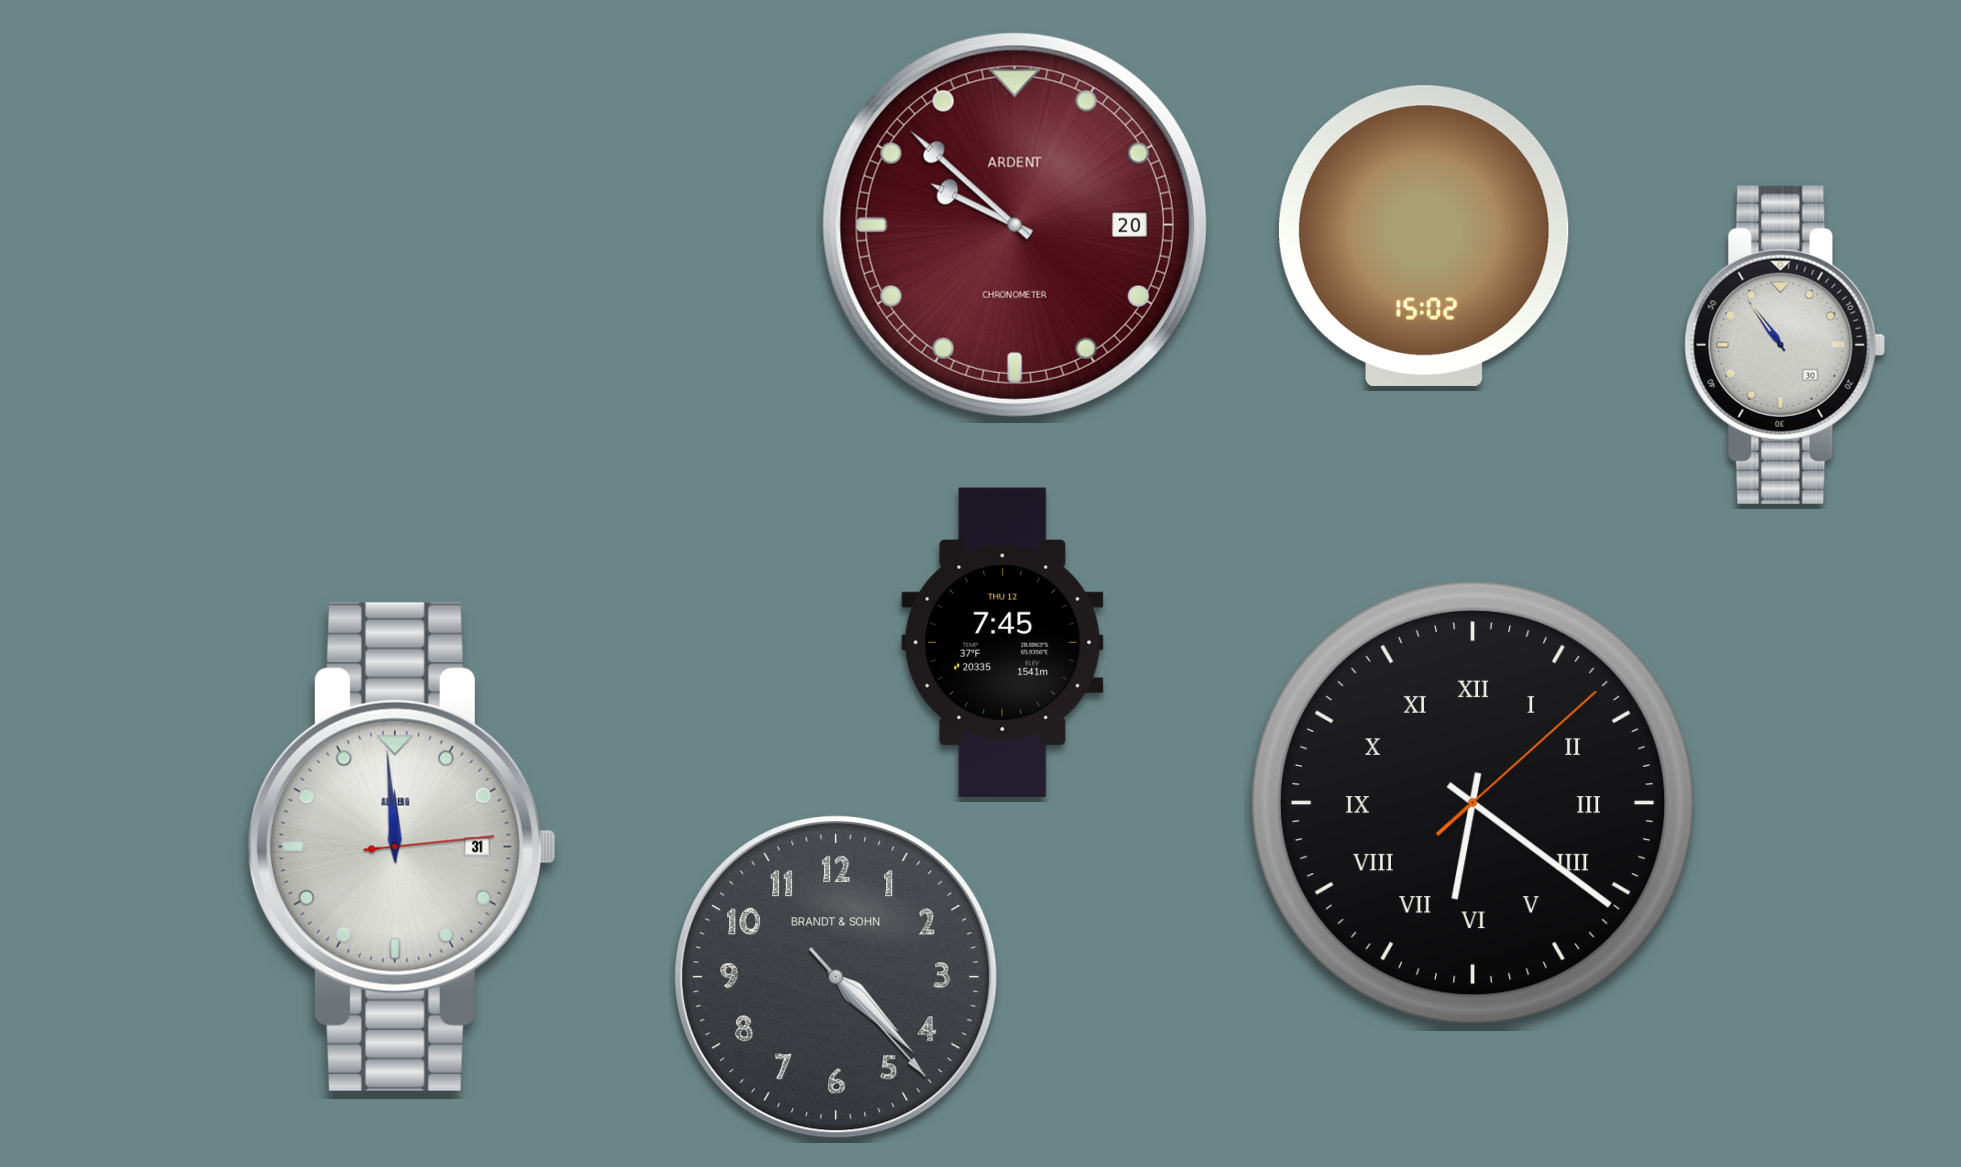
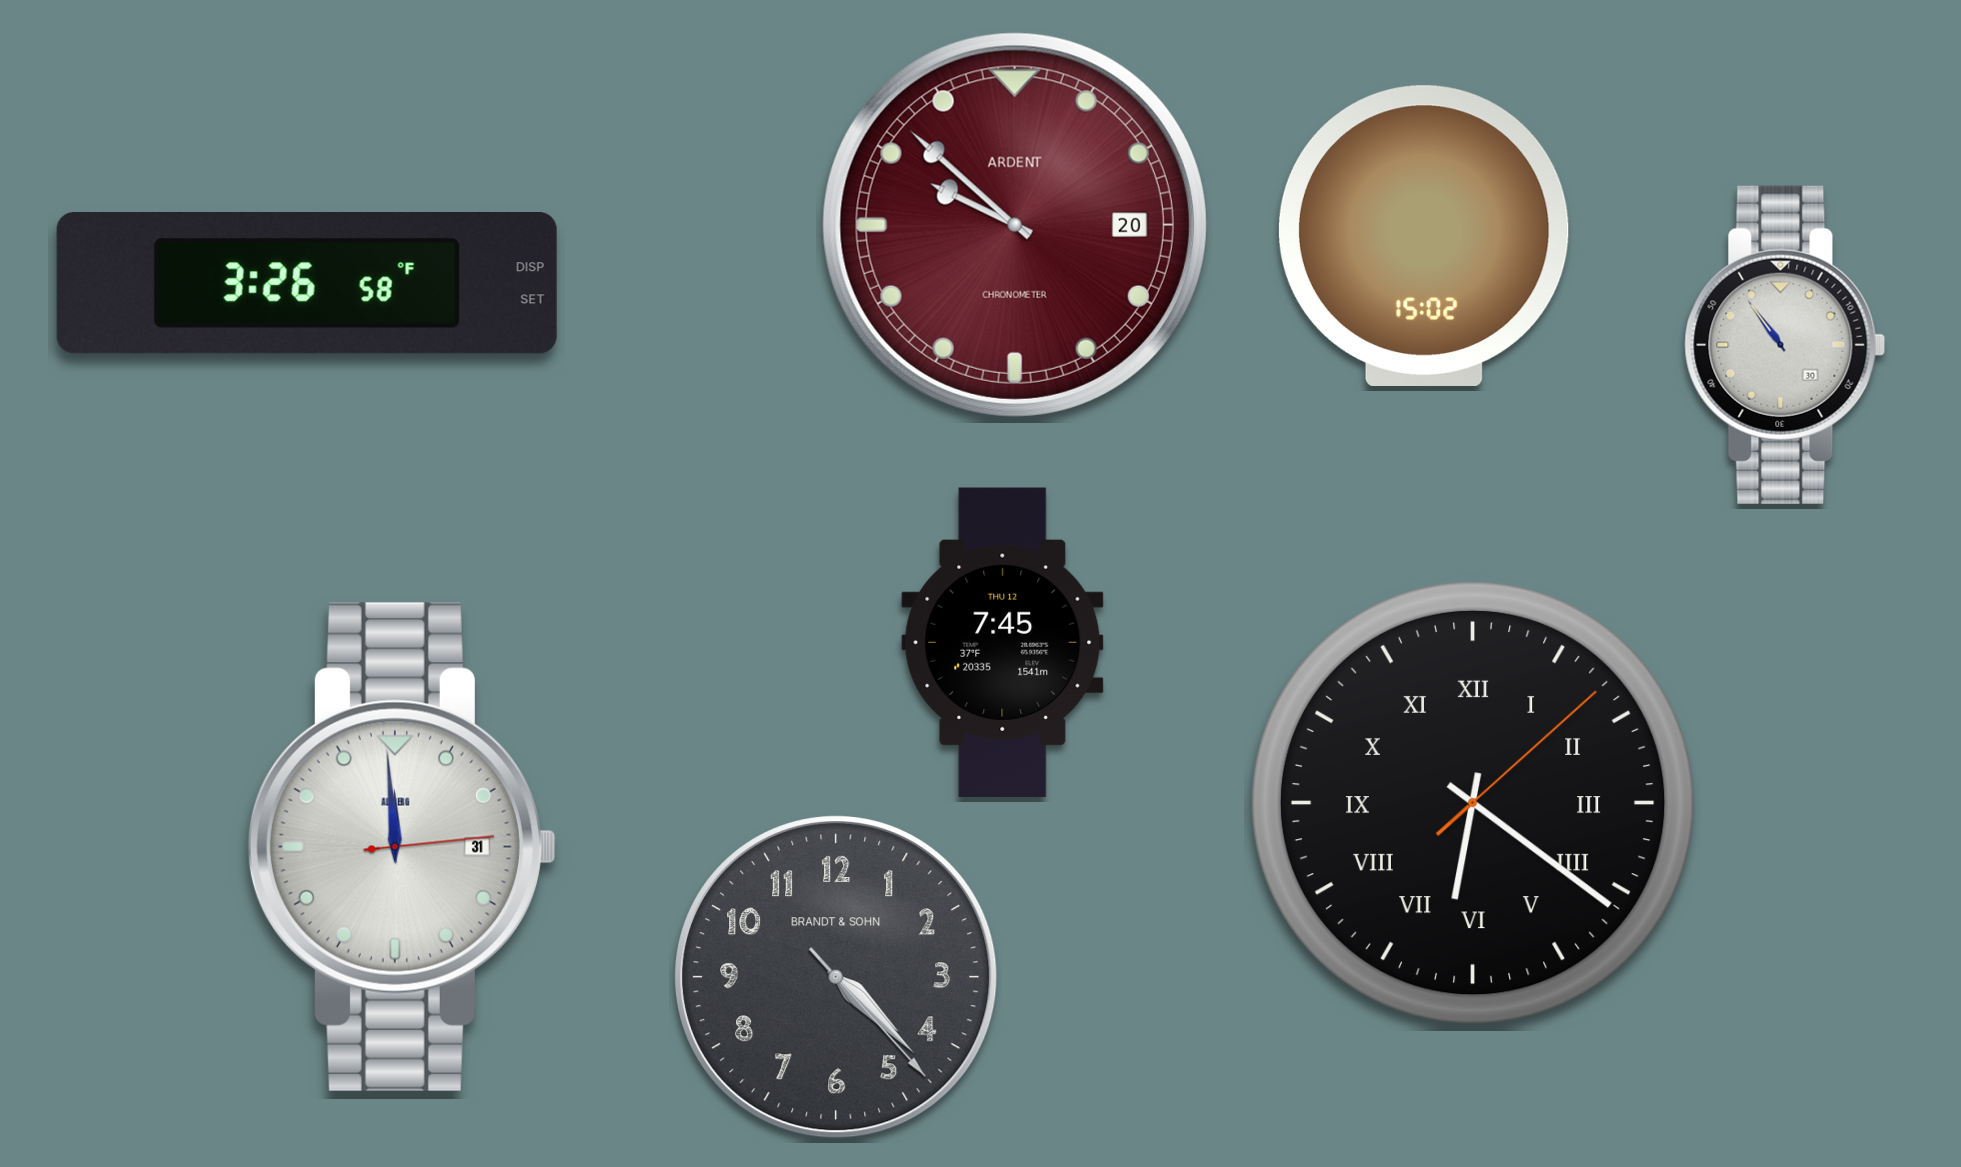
clock at (307, 284): none -> 3:26
